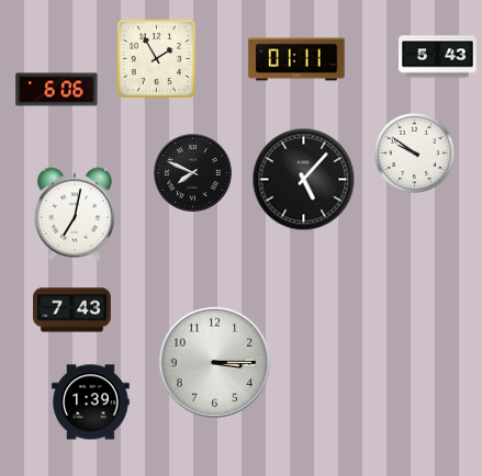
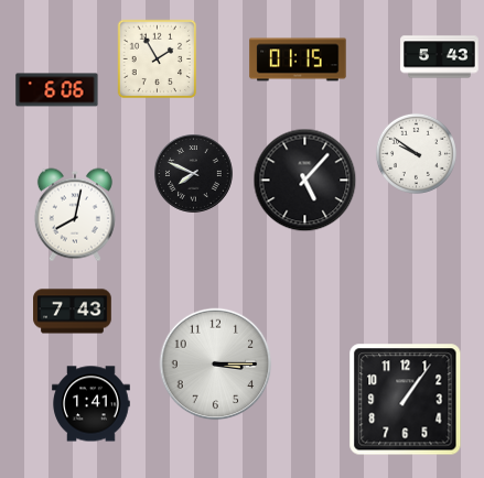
clock at (296, 59): 01:11 -> 01:15
clock at (75, 214): 7:02 -> 8:02
clock at (406, 400): none -> 1:06
clock at (91, 403): 1:39 -> 1:41
